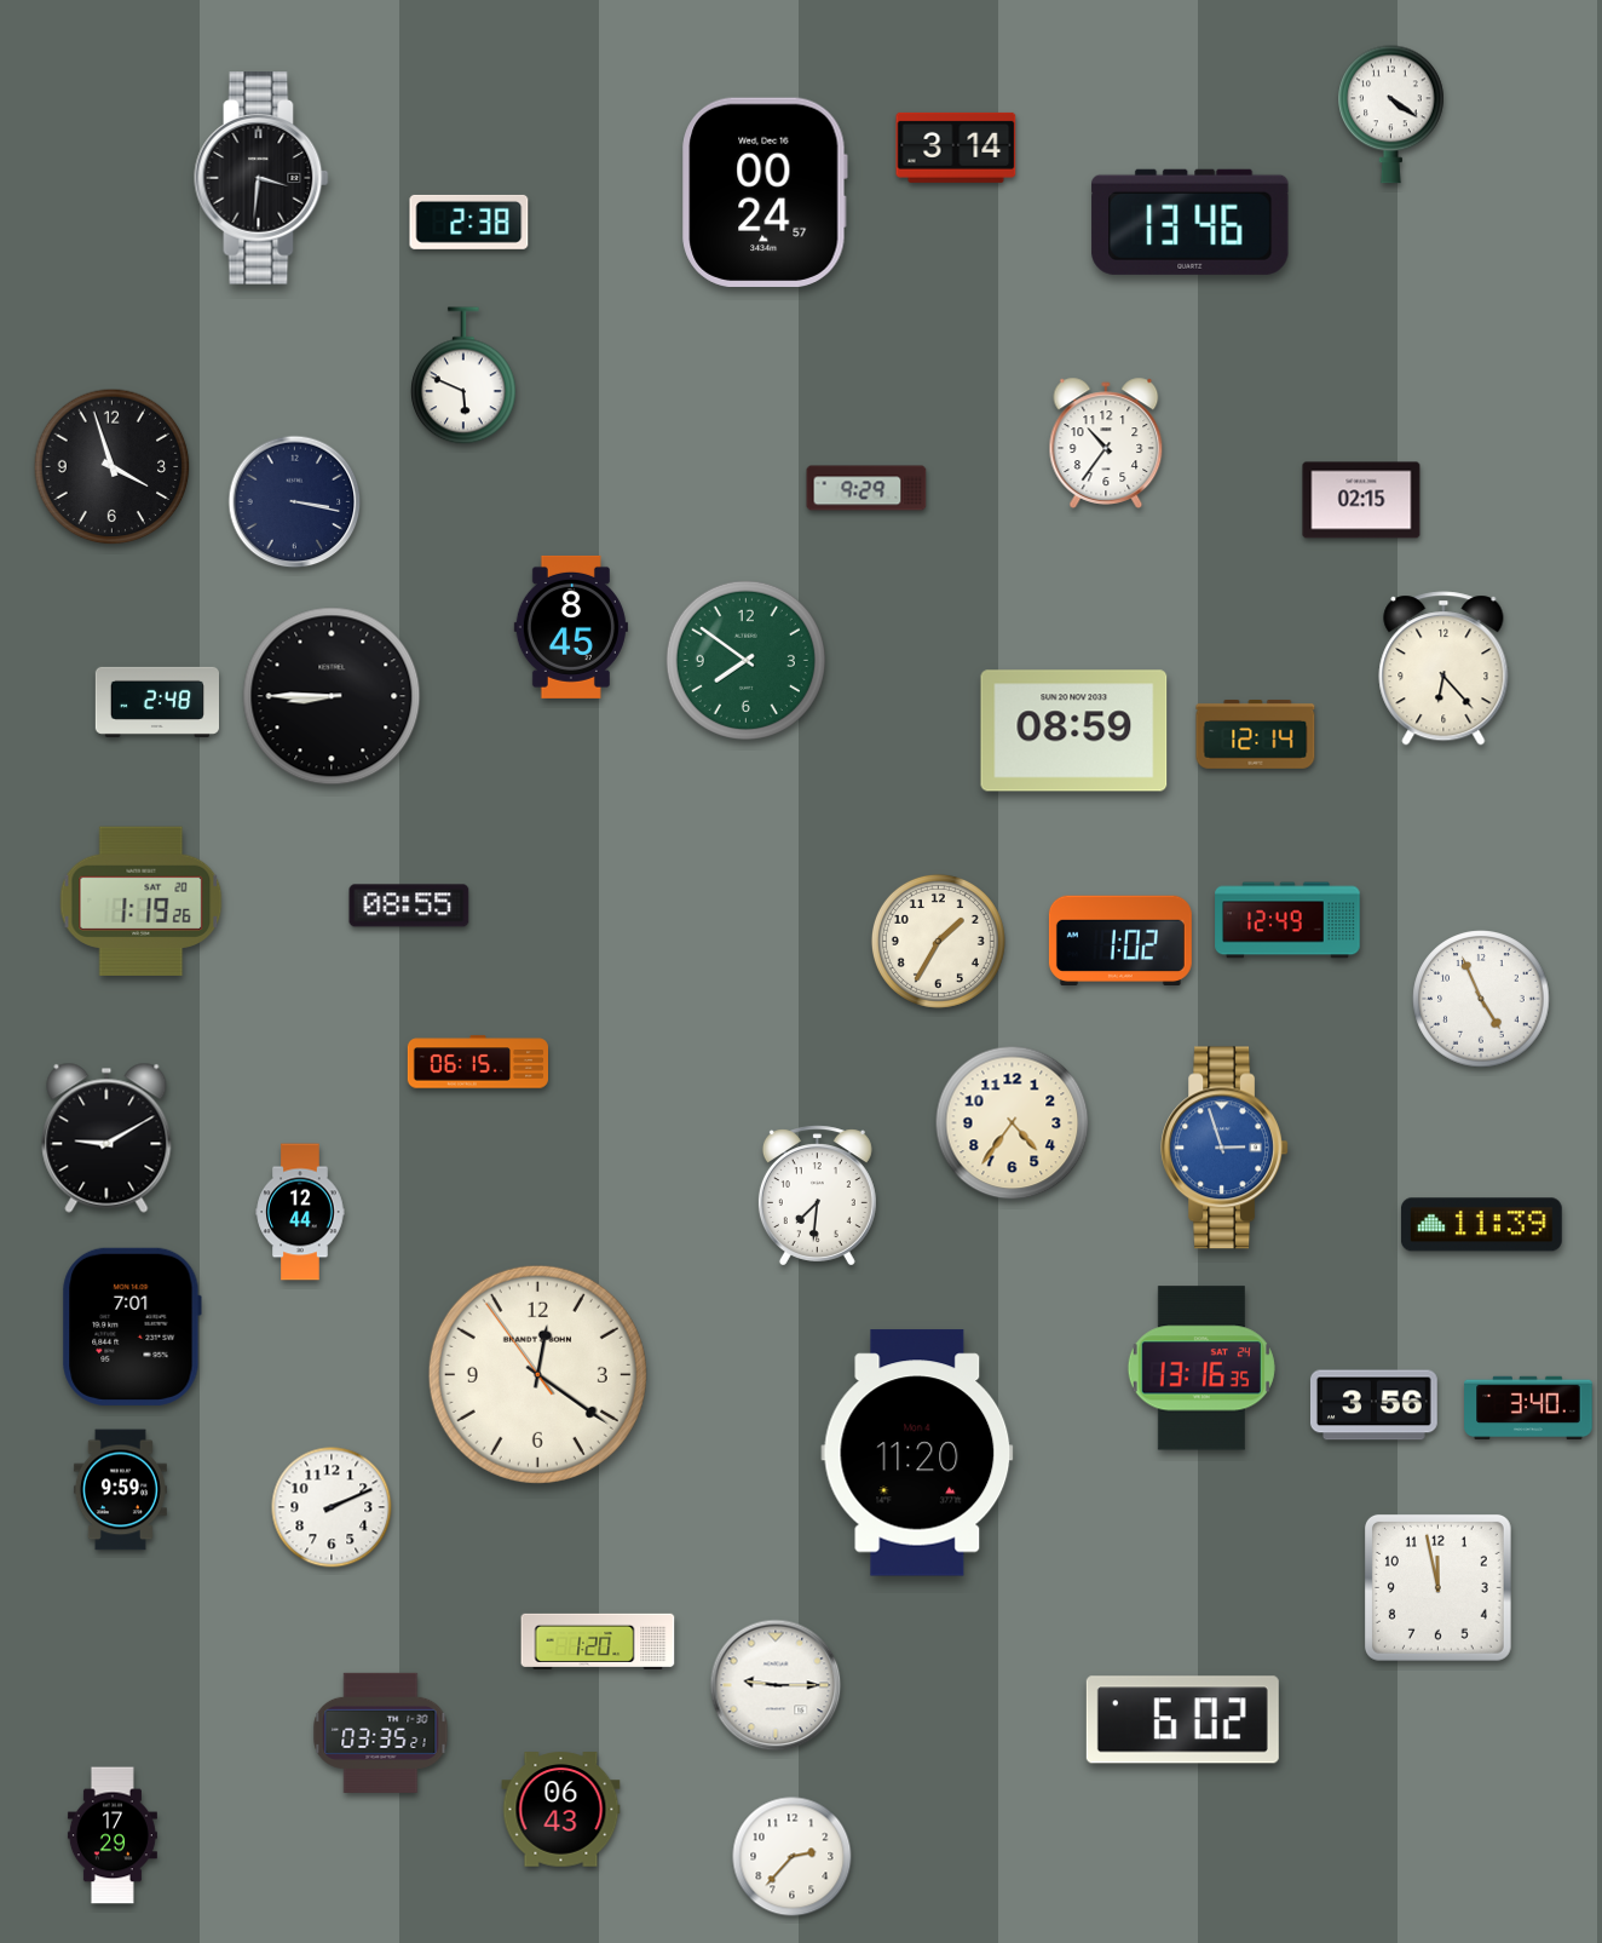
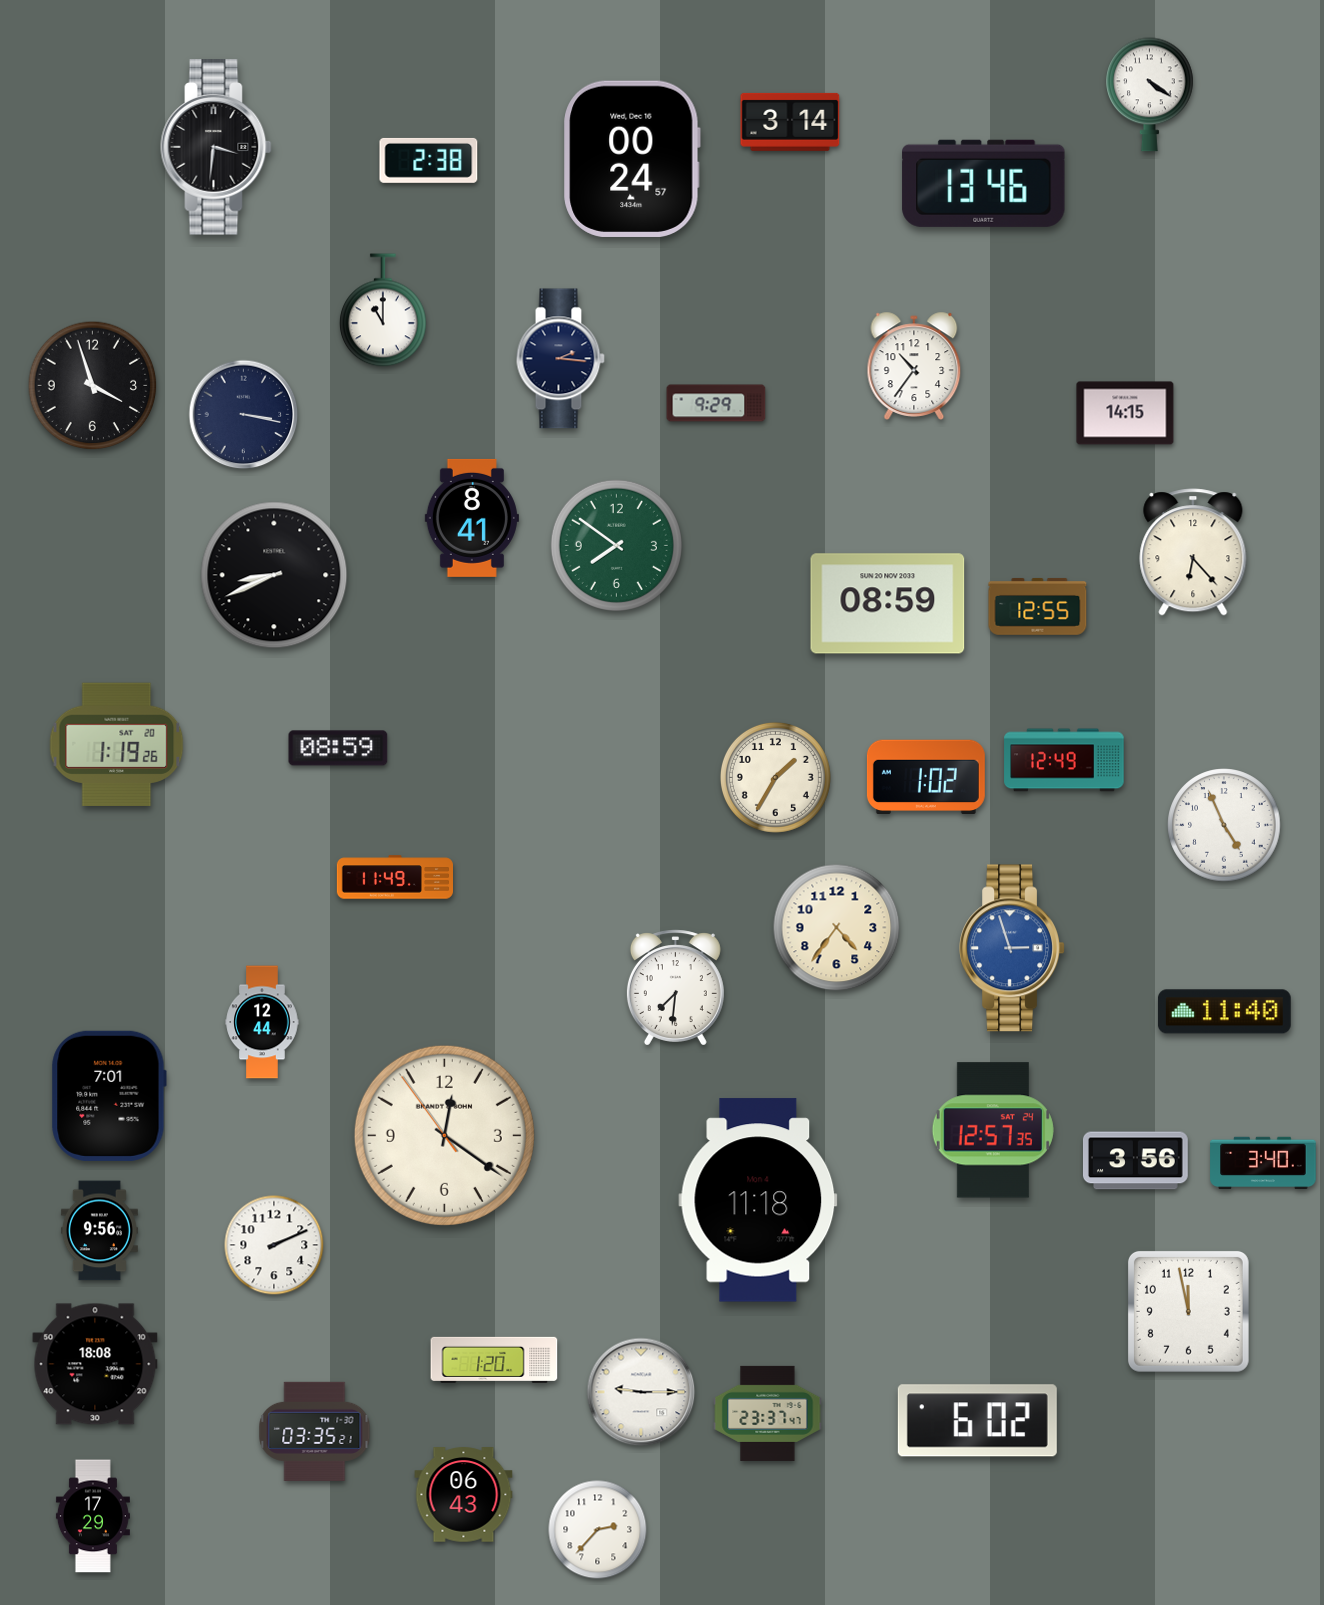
clock at (469, 222) position: (469, 222) -> (429, 160)
clock at (465, 375): 5:49 -> 11:00
clock at (560, 359): none -> 2:16
clock at (1361, 500): 02:15 -> 14:15
clock at (571, 627): 8:45 -> 8:41
clock at (332, 696): 8:45 -> 8:41
clock at (156, 702): 2:48 -> none
clock at (1256, 734): 12:14 -> 12:55
clock at (409, 906): 08:55 -> 08:59
clock at (477, 1062): 06:15 -> 11:49
clock at (106, 1138): 9:10 -> none
clock at (300, 1212) position: (300, 1212) -> (262, 1022)
clock at (1481, 1225): 11:39 -> 11:40
clock at (1201, 1368): 13:16 -> 12:57
clock at (917, 1453): 11:20 -> 11:18
clock at (120, 1490): 9:59 -> 9:56
clock at (598, 1642) position: (598, 1642) -> (494, 1360)
clock at (95, 1364): none -> 18:08
clock at (768, 1413): none -> 23:37
clock at (793, 1857) position: (793, 1857) -> (598, 1530)
